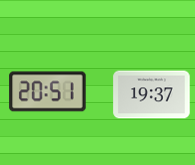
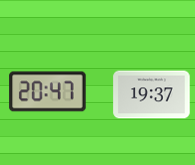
clock at (48, 92): 20:51 -> 20:47
